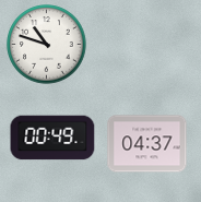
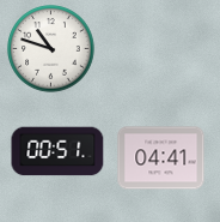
clock at (52, 138): 00:49 -> 00:51
clock at (147, 144): 04:37 -> 04:41
